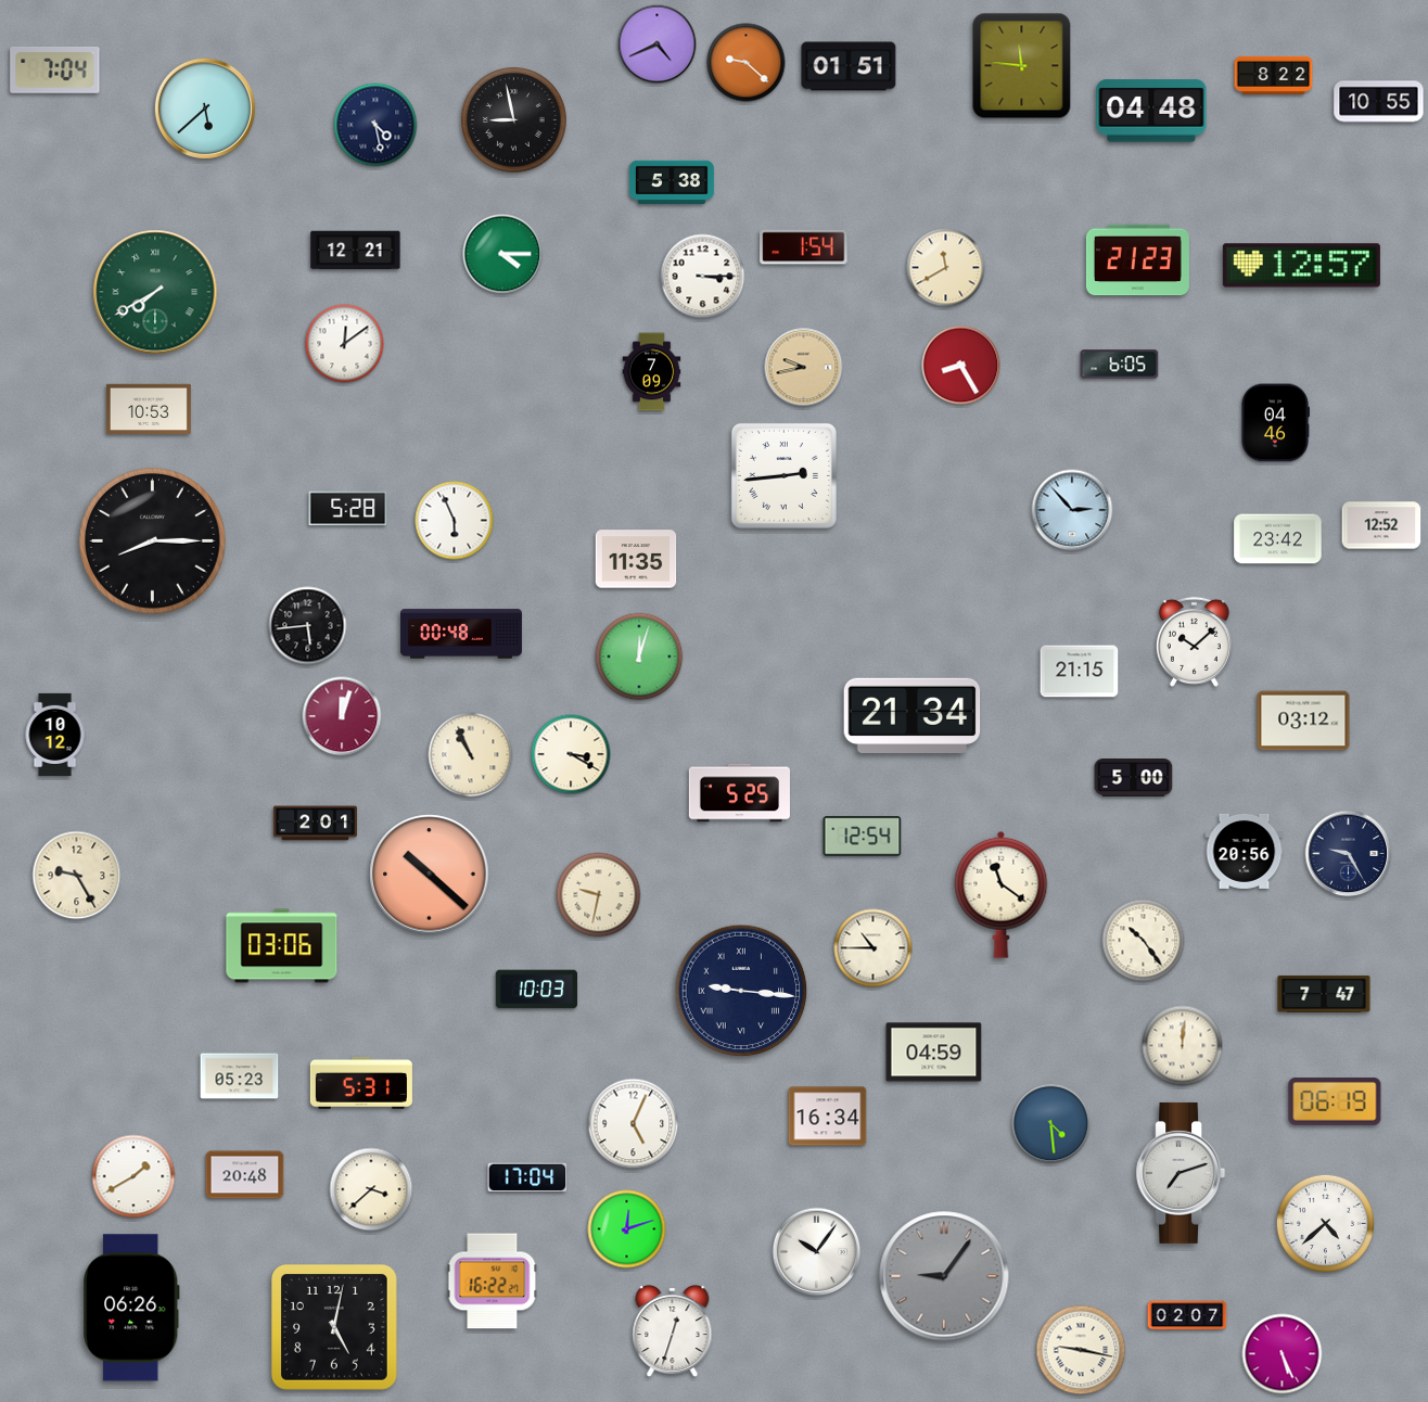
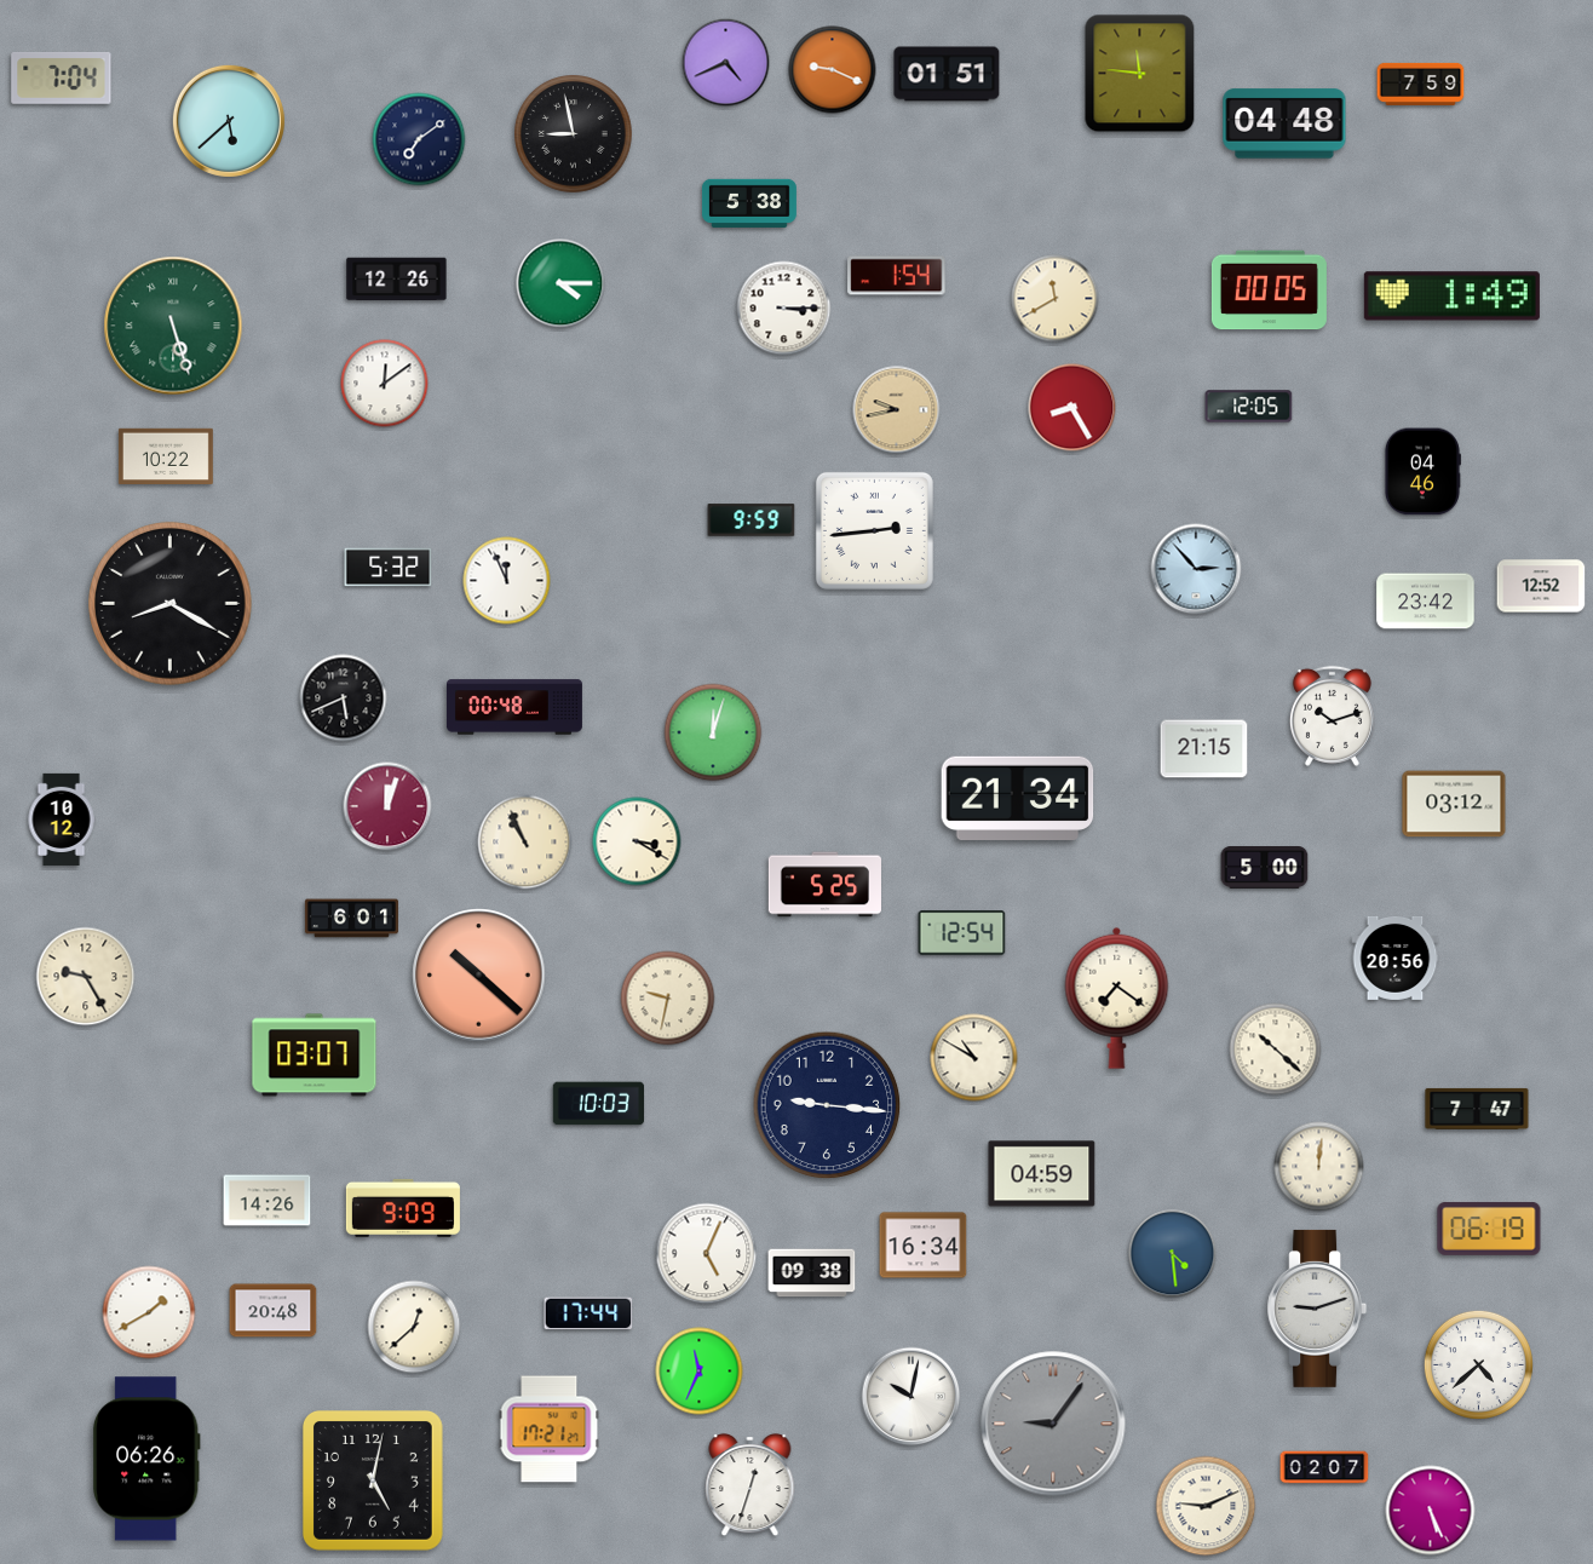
clock at (658, 44) position: (658, 44) -> (726, 63)
clock at (747, 63): 9:22 -> 9:19
clock at (1274, 75): 8:22 -> 7:59
clock at (1379, 102): 10:55 -> none
clock at (375, 125): 4:28 -> 7:09
clock at (356, 251): 12:21 -> 12:26
clock at (1137, 260): 21:23 -> 00:05
clock at (1301, 266): 12:57 -> 1:49
clock at (155, 292): 7:40 -> 5:27
clock at (1120, 365): 6:05 -> 12:05
clock at (652, 372): 7:09 -> none
clock at (149, 408): 10:53 -> 10:22
clock at (752, 521): none -> 9:59
clock at (348, 509): 5:28 -> 5:32
clock at (455, 521): 5:56 -> 11:56
clock at (153, 541): 8:15 -> 8:20
clock at (636, 559): 11:35 -> none
clock at (308, 626): 5:44 -> 5:41
clock at (1194, 641): 10:08 -> 10:12
clock at (342, 716) position: (342, 716) -> (387, 806)
clock at (315, 824): 2:01 -> 6:01
clock at (1245, 851) position: (1245, 851) -> (1396, 958)
clock at (1349, 854): 9:25 -> none
clock at (1002, 894): 11:21 -> 7:21
clock at (1144, 941): 10:24 -> 10:22
clock at (282, 946): 03:06 -> 03:07
clock at (874, 948): 10:45 -> 10:50
clock at (741, 991) numerals: Roman -> Arabic
clock at (240, 1076): 05:23 -> 14:26
clock at (361, 1083): 5:31 -> 9:09
clock at (812, 1273): none -> 09:38
clock at (1181, 1173): 7:12 -> 9:12
clock at (527, 1177): 17:04 -> 17:44
clock at (371, 1189): 3:38 -> 12:38
clock at (627, 1229): 12:12 -> 11:34
clock at (817, 1252): 10:06 -> 10:02
clock at (493, 1282): 16:22 -> 17:21
clock at (1081, 1350): 9:17 -> 9:11
